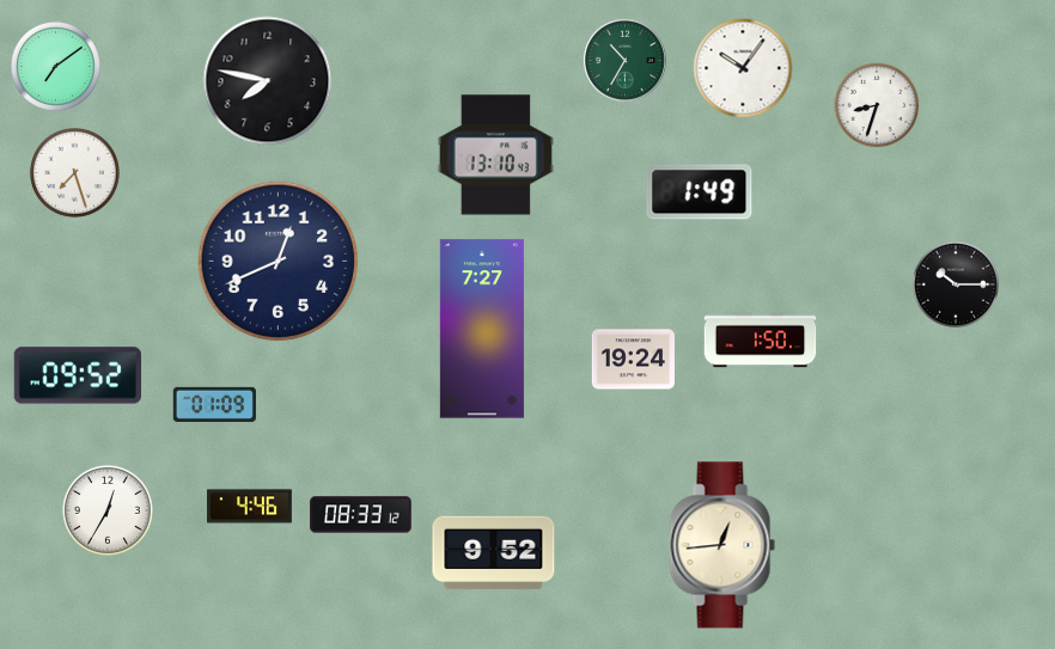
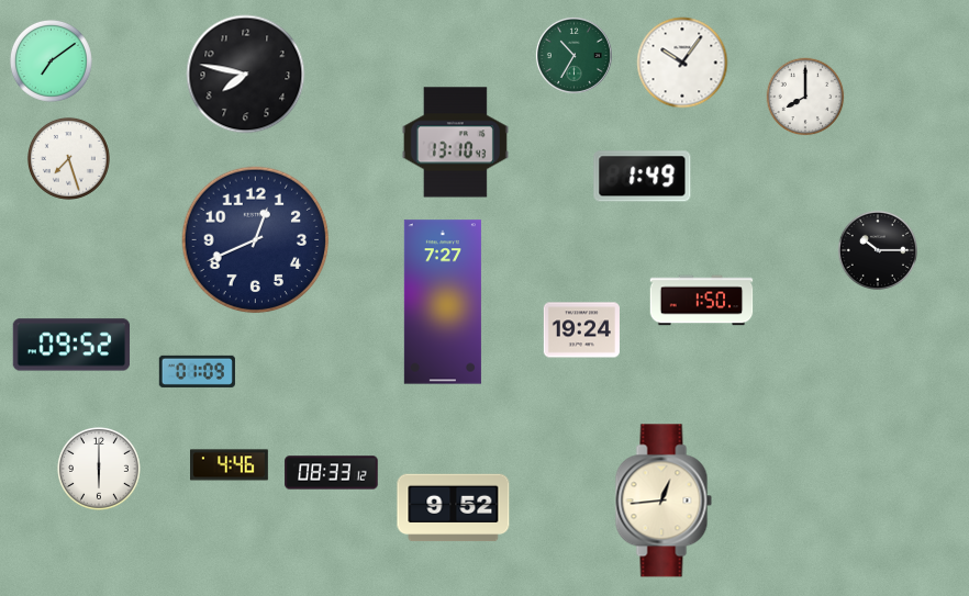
clock at (877, 105): 8:33 -> 8:00
clock at (955, 283) position: (955, 283) -> (877, 249)
clock at (761, 341) position: (761, 341) -> (702, 301)
clock at (109, 512): 12:35 -> 6:00
